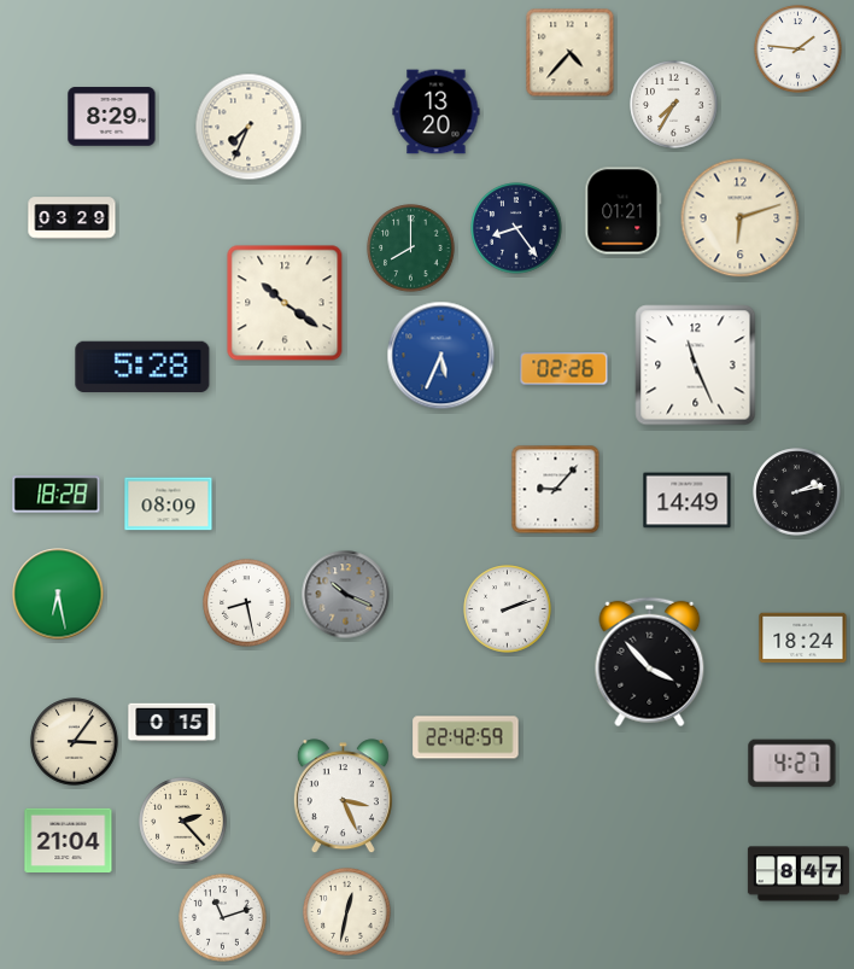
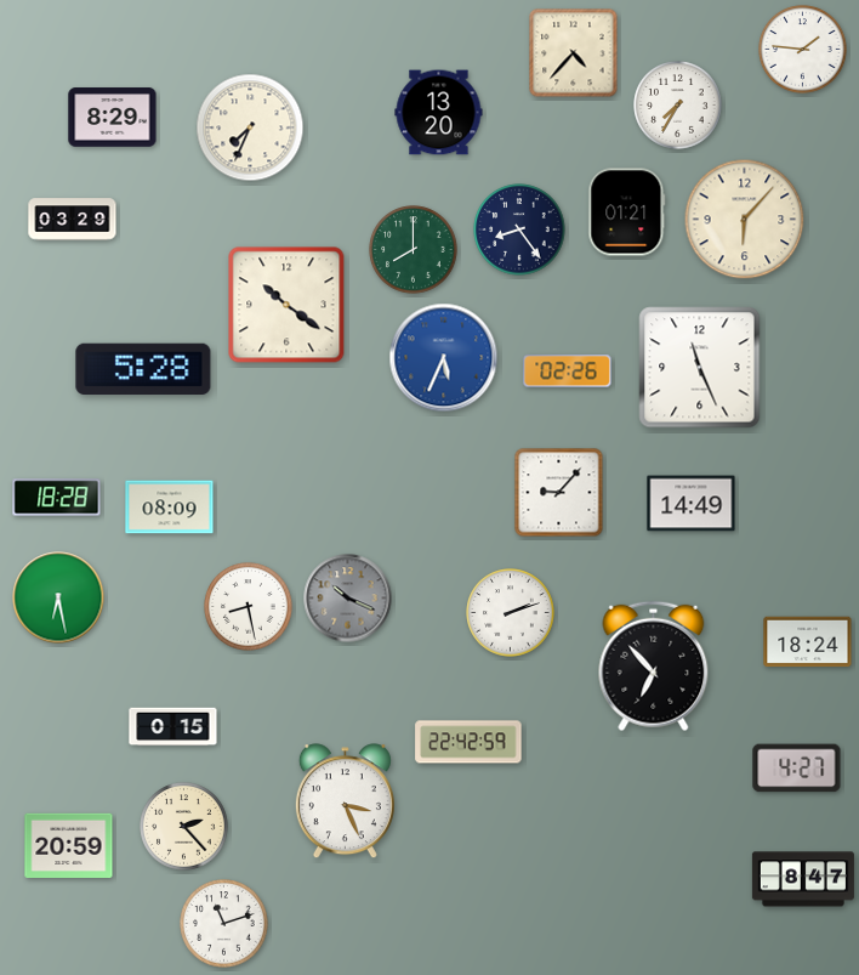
clock at (741, 218): 6:12 -> 6:07
clock at (797, 492): 2:13 -> none
clock at (650, 662): 3:53 -> 6:53
clock at (75, 742): 3:06 -> none
clock at (69, 841): 21:04 -> 20:59
clock at (347, 912): 12:32 -> none
